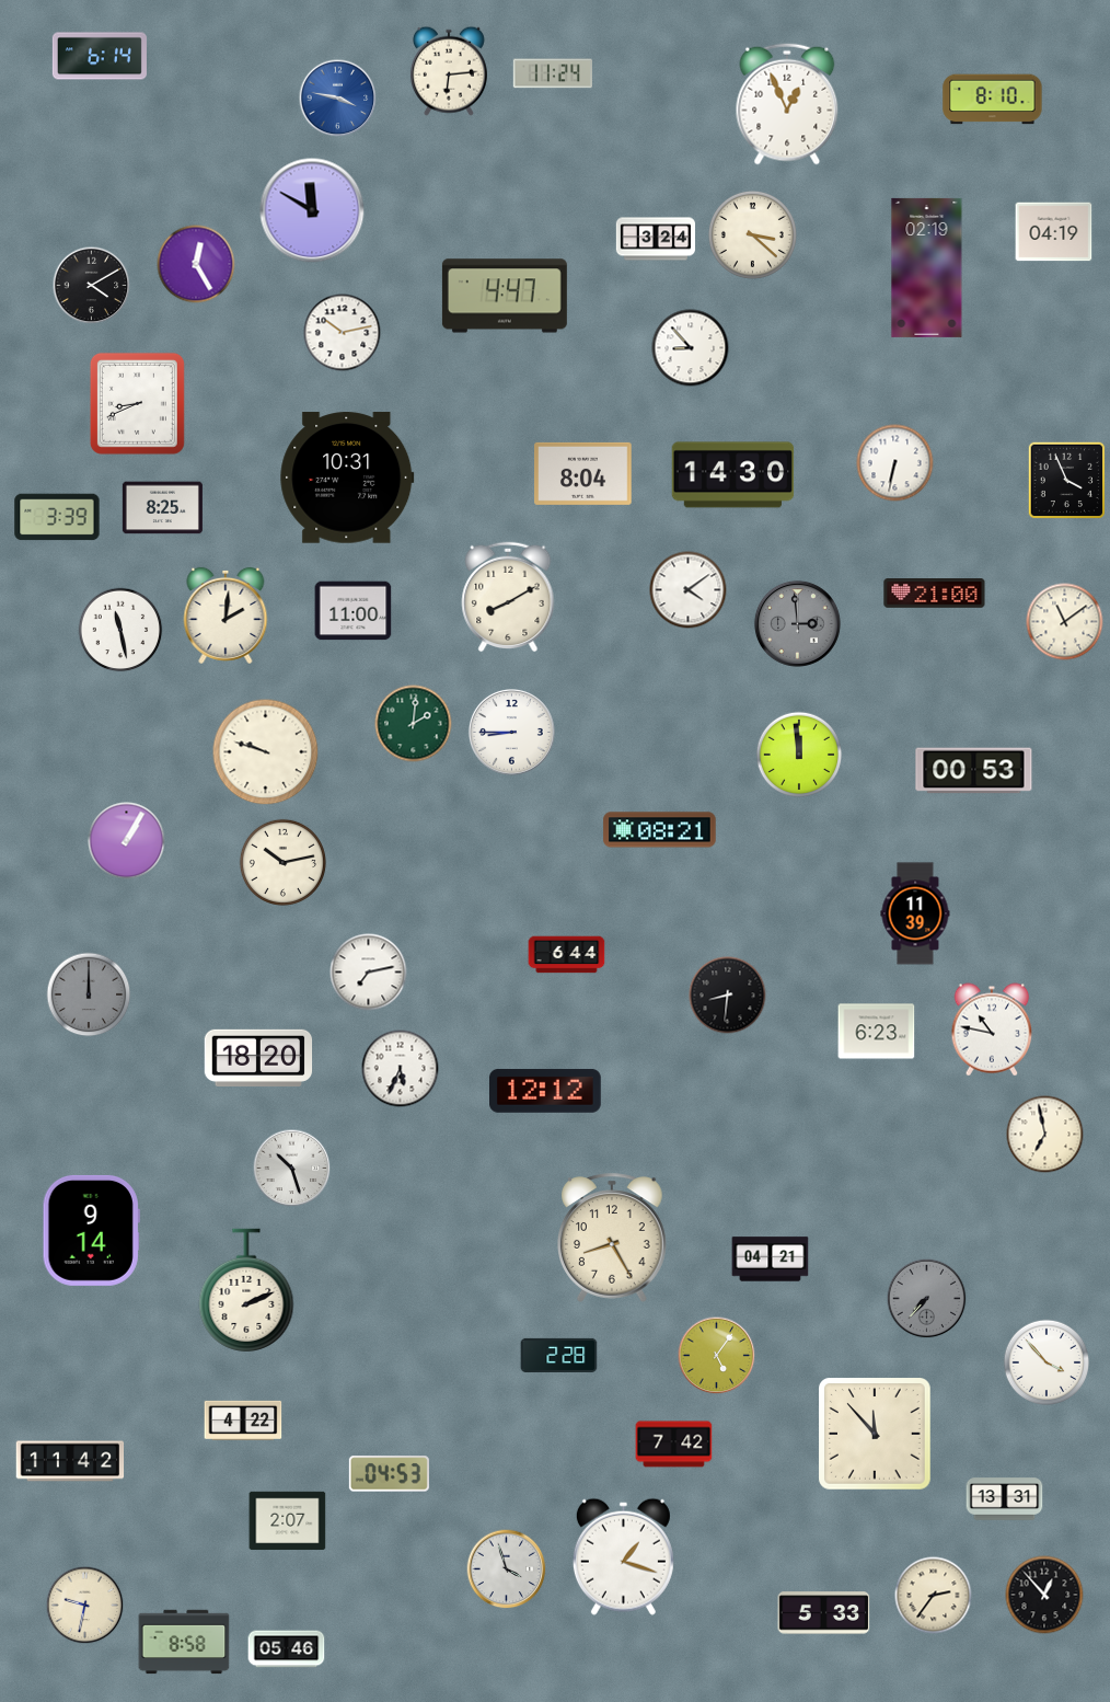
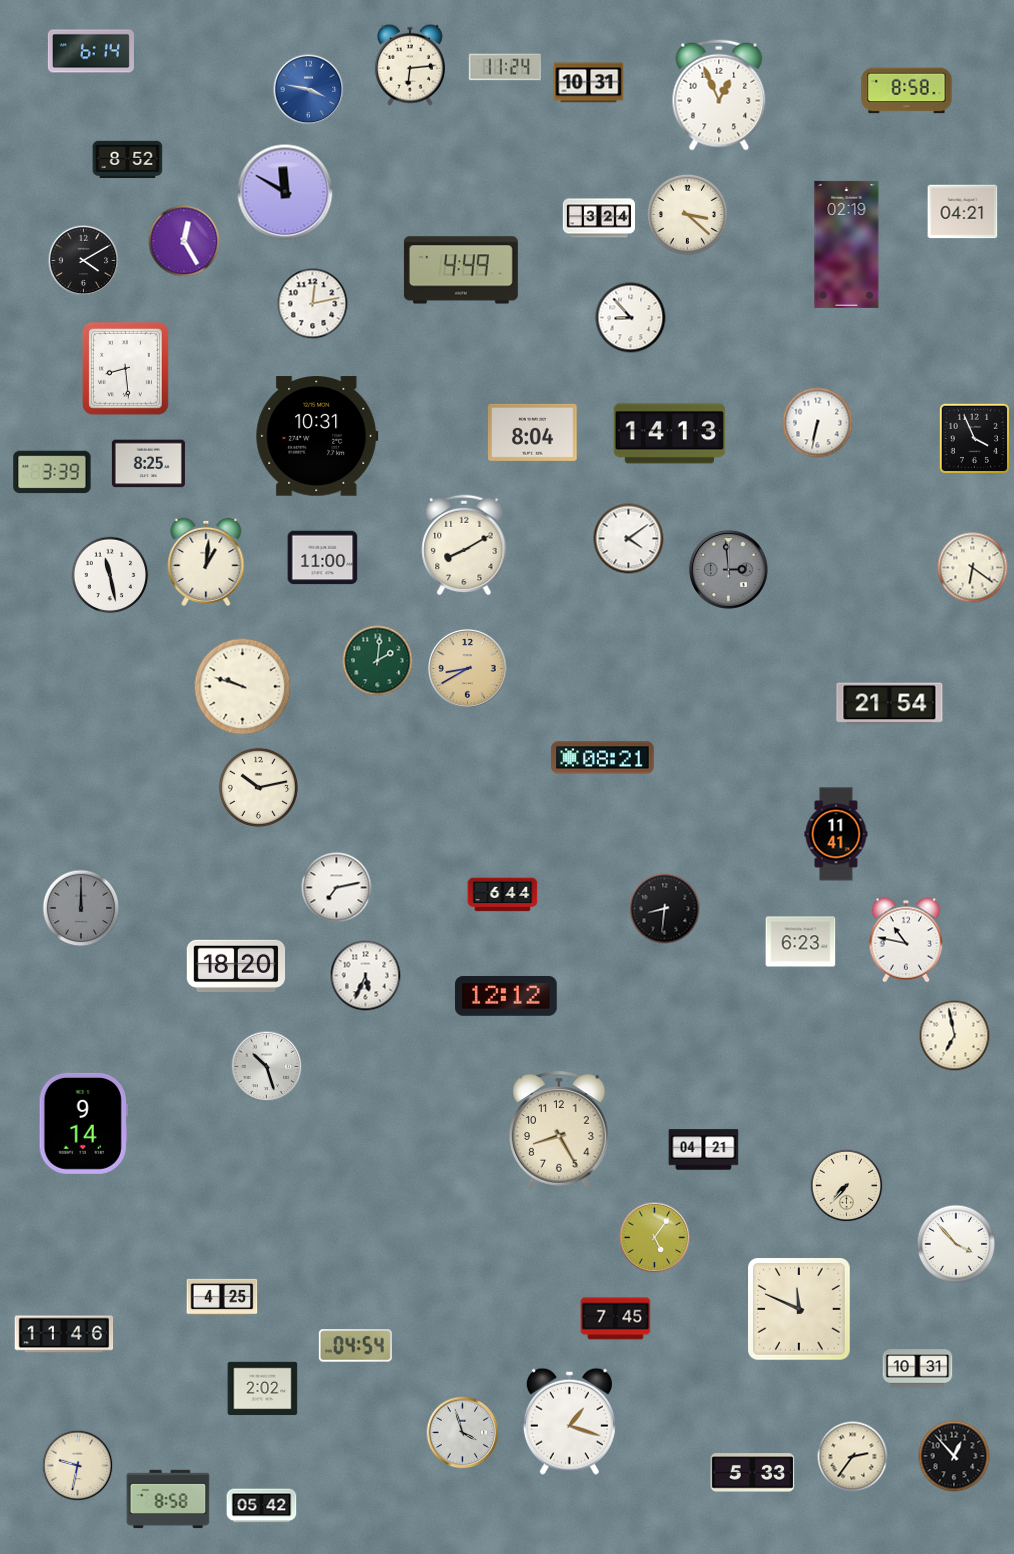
clock at (589, 83): none -> 10:31
clock at (993, 100): 8:10 -> 8:58
clock at (128, 160): none -> 8:52
clock at (1054, 232): 04:19 -> 04:21
clock at (196, 264) position: (196, 264) -> (184, 241)
clock at (505, 296): 4:47 -> 4:49
clock at (343, 333): 10:13 -> 12:13
clock at (137, 403): 8:41 -> 8:29
clock at (733, 475): 14:30 -> 14:13
clock at (935, 594): 21:00 -> none
clock at (226, 616): 2:01 -> 1:01
clock at (1065, 622): 11:09 -> 6:21
clock at (511, 732): 8:45 -> 8:40
clock at (511, 732) dial: white -> champagne
clock at (799, 755): 11:59 -> none
clock at (974, 771): 00:53 -> 21:54
clock at (127, 841): 1:05 -> none
clock at (915, 913): 11:39 -> 11:41
clock at (567, 955) position: (567, 955) -> (503, 895)
clock at (546, 1091) position: (546, 1091) -> (507, 996)
clock at (246, 1290): 2:11 -> none
clock at (927, 1299) dial: grey -> cream
clock at (559, 1355): 2:28 -> none
clock at (243, 1421): 4:22 -> 4:25
clock at (876, 1435): 11:53 -> 11:49
clock at (674, 1445): 7:42 -> 7:45
clock at (70, 1461): 11:42 -> 11:46
clock at (389, 1474): 04:53 -> 04:54
clock at (1005, 1499): 13:31 -> 10:31
clock at (288, 1521): 2:07 -> 2:02
clock at (287, 1649): 05:46 -> 05:42
